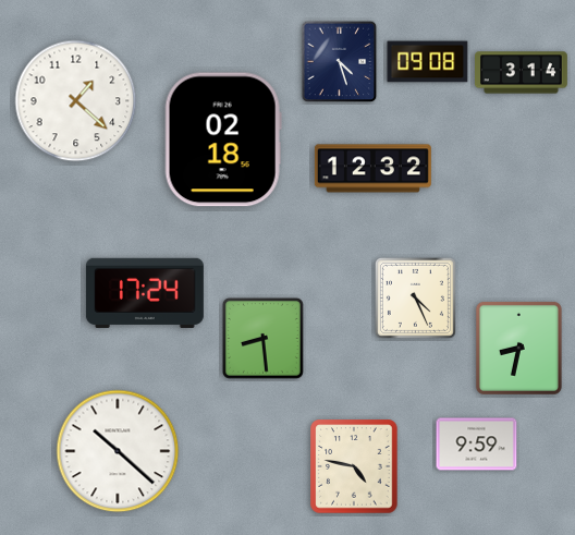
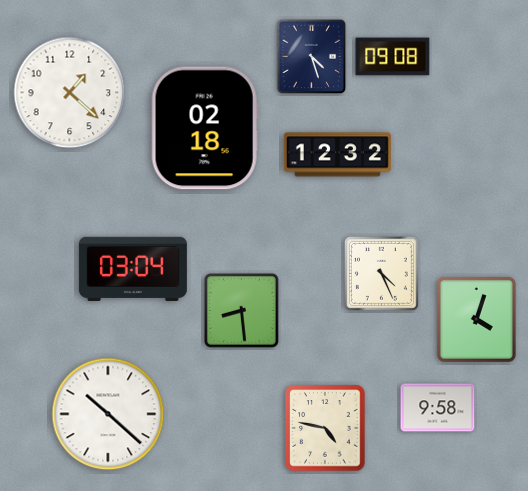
clock at (522, 73): 3:14 -> none
clock at (372, 169) position: (372, 169) -> (337, 155)
clock at (145, 293): 17:24 -> 03:04
clock at (518, 348): 8:32 -> 4:03
clock at (477, 445): 9:59 -> 9:58
